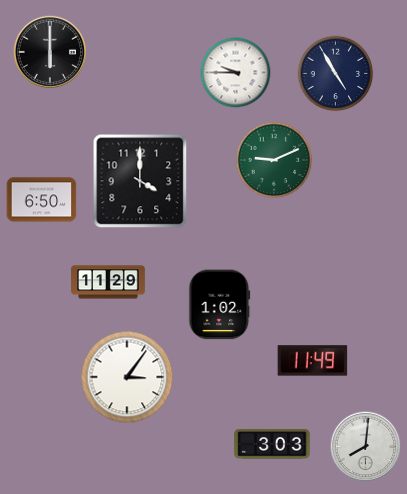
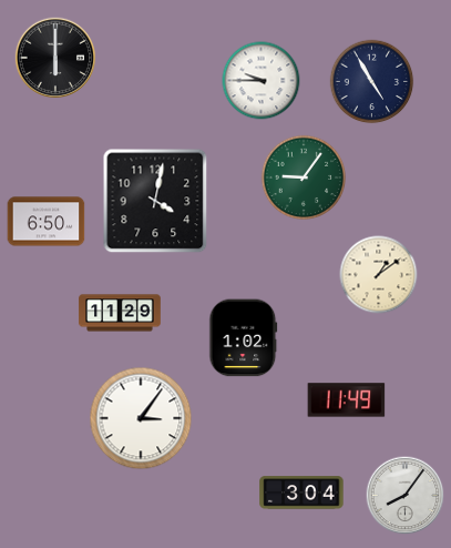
clock at (274, 160): 9:11 -> 9:06
clock at (140, 181): 4:00 -> 4:02
clock at (379, 275): none -> 1:09
clock at (272, 444): 3:03 -> 3:04
clock at (366, 447): 8:01 -> 8:06
